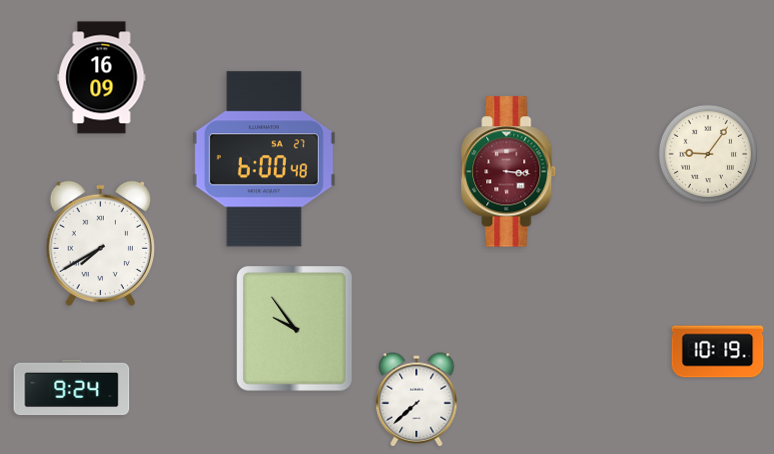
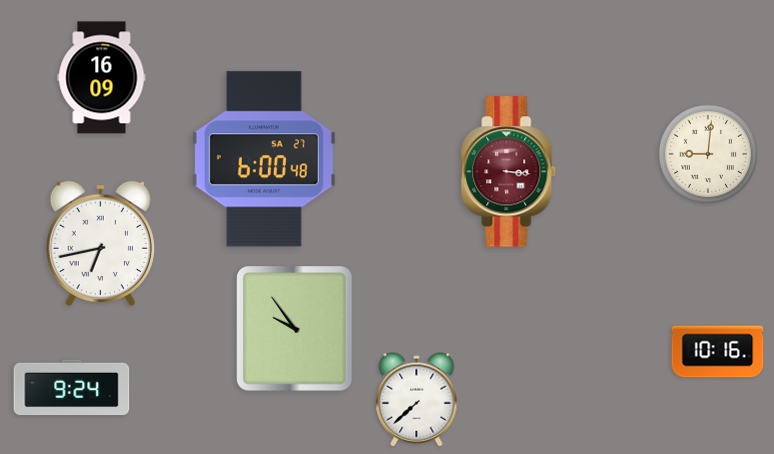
clock at (707, 153): 9:06 -> 9:01
clock at (100, 244): 7:40 -> 6:43
clock at (718, 352): 10:19 -> 10:16
